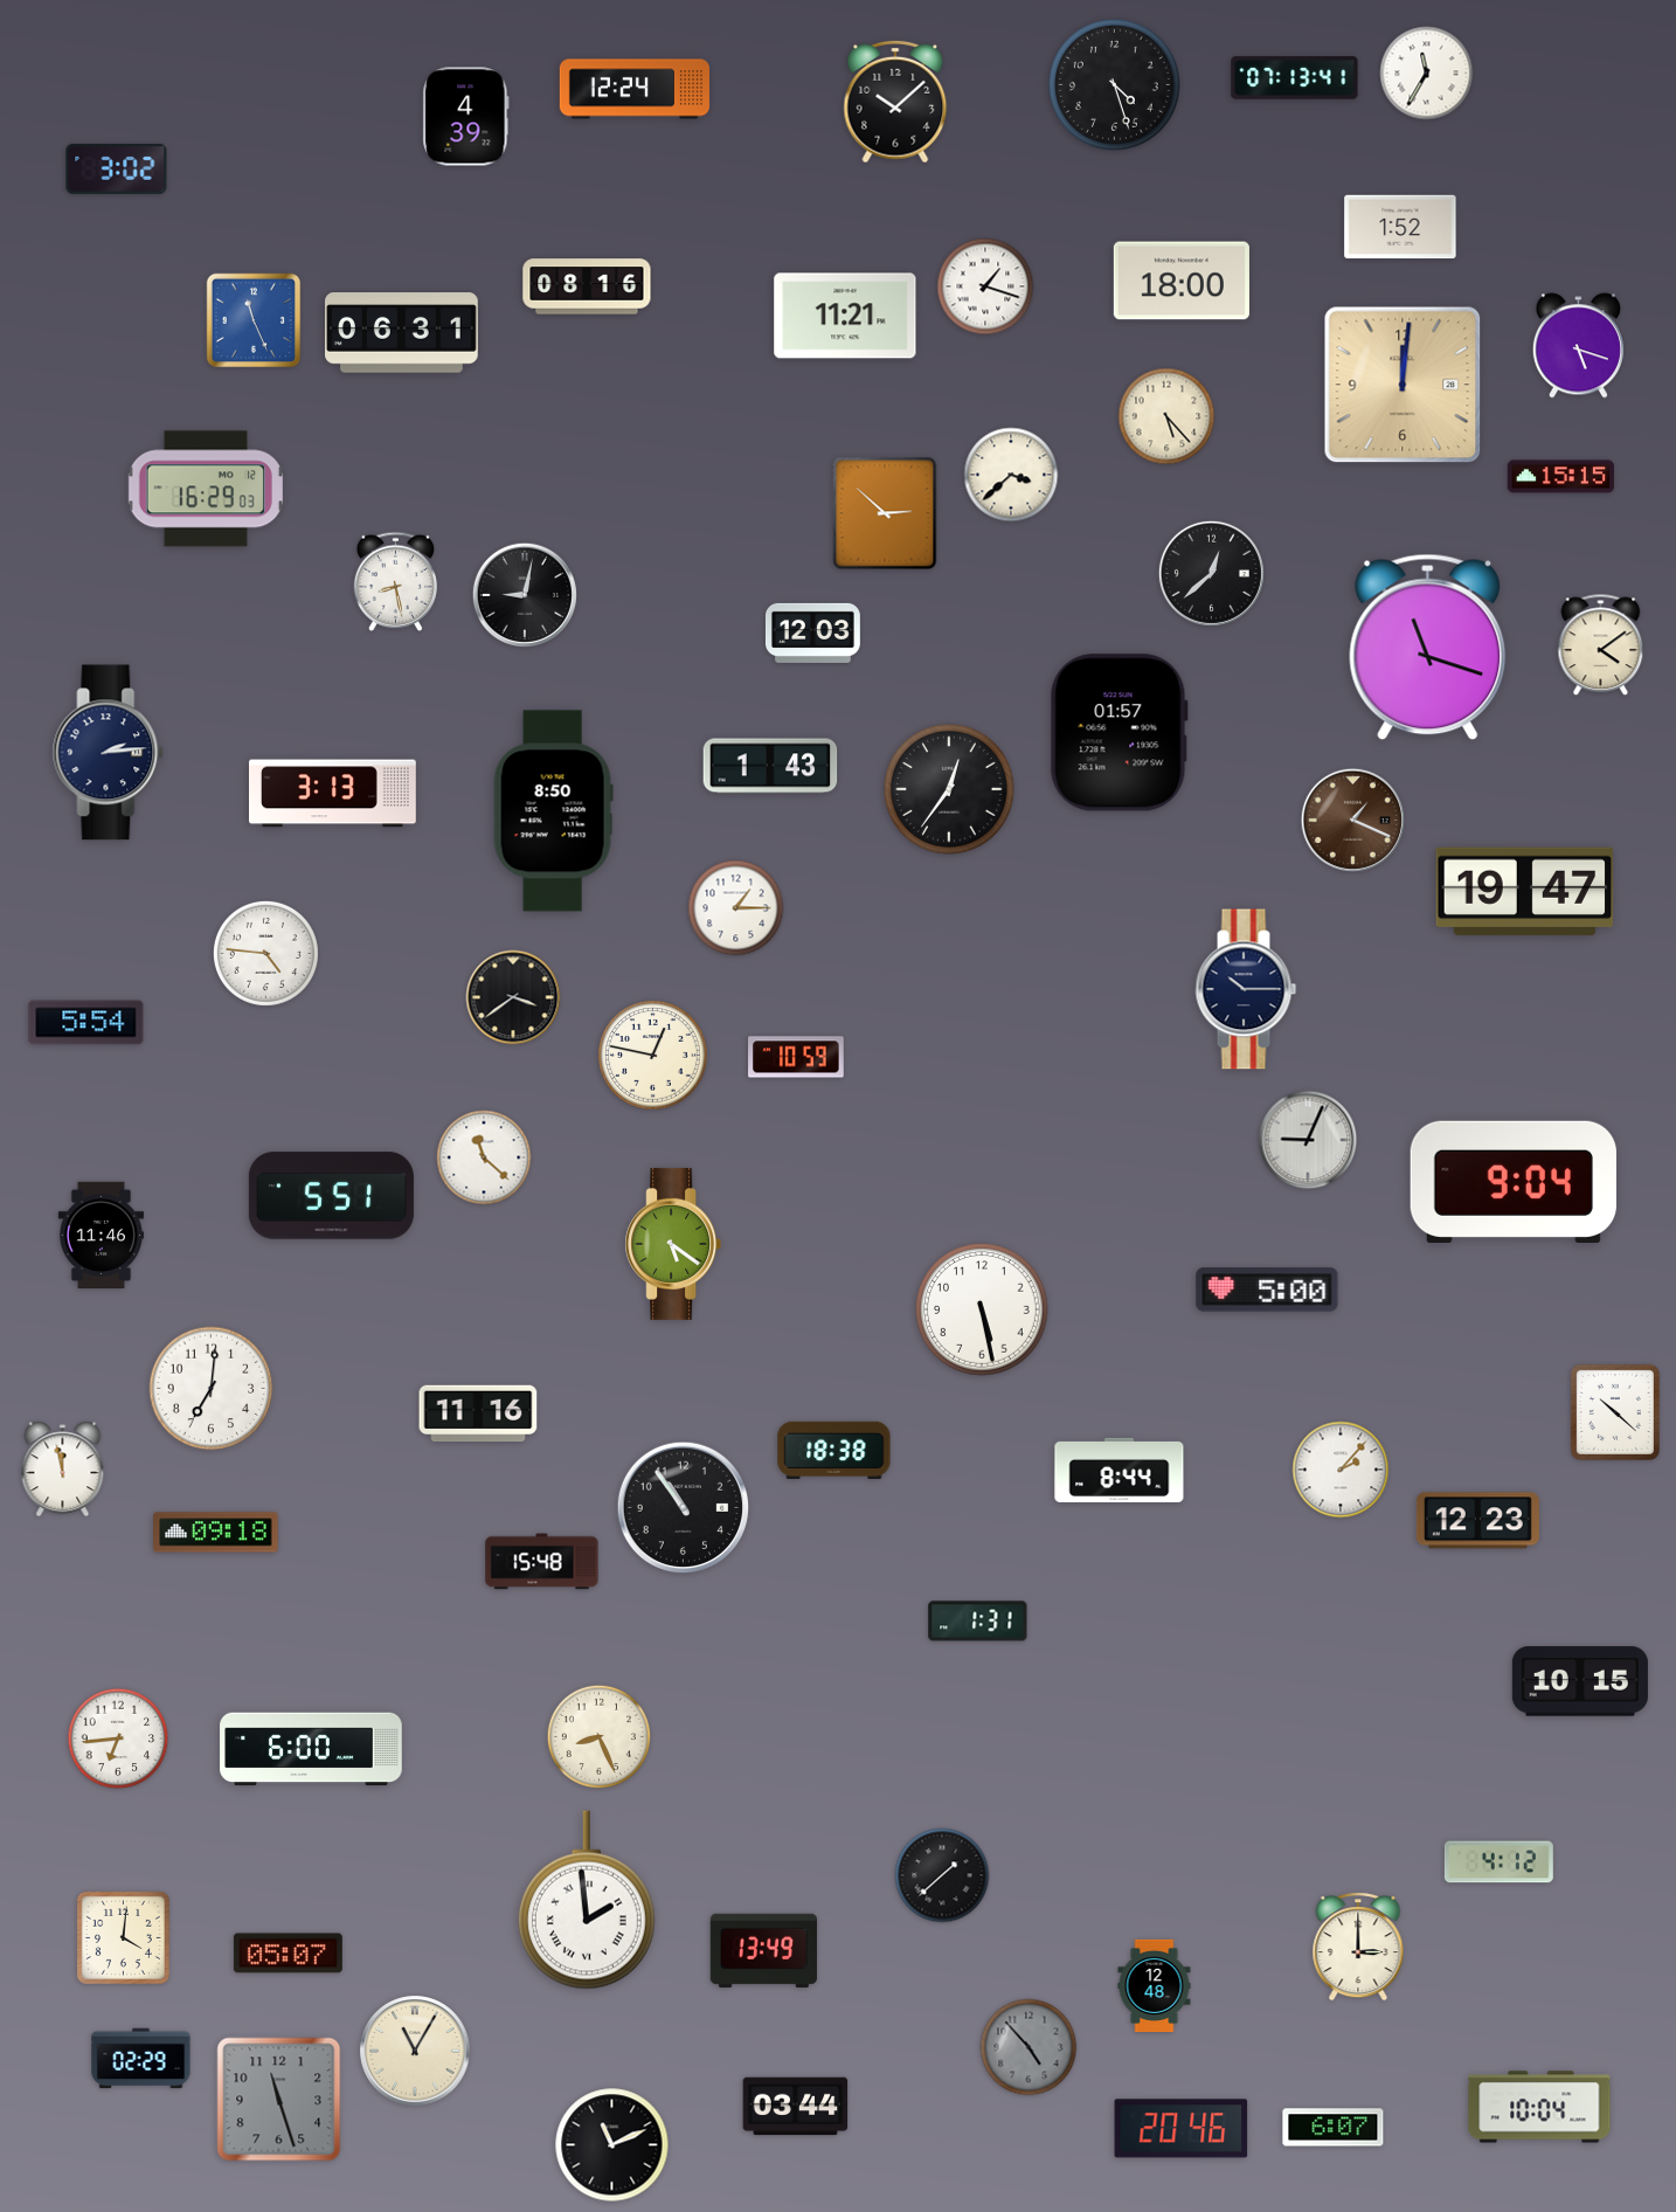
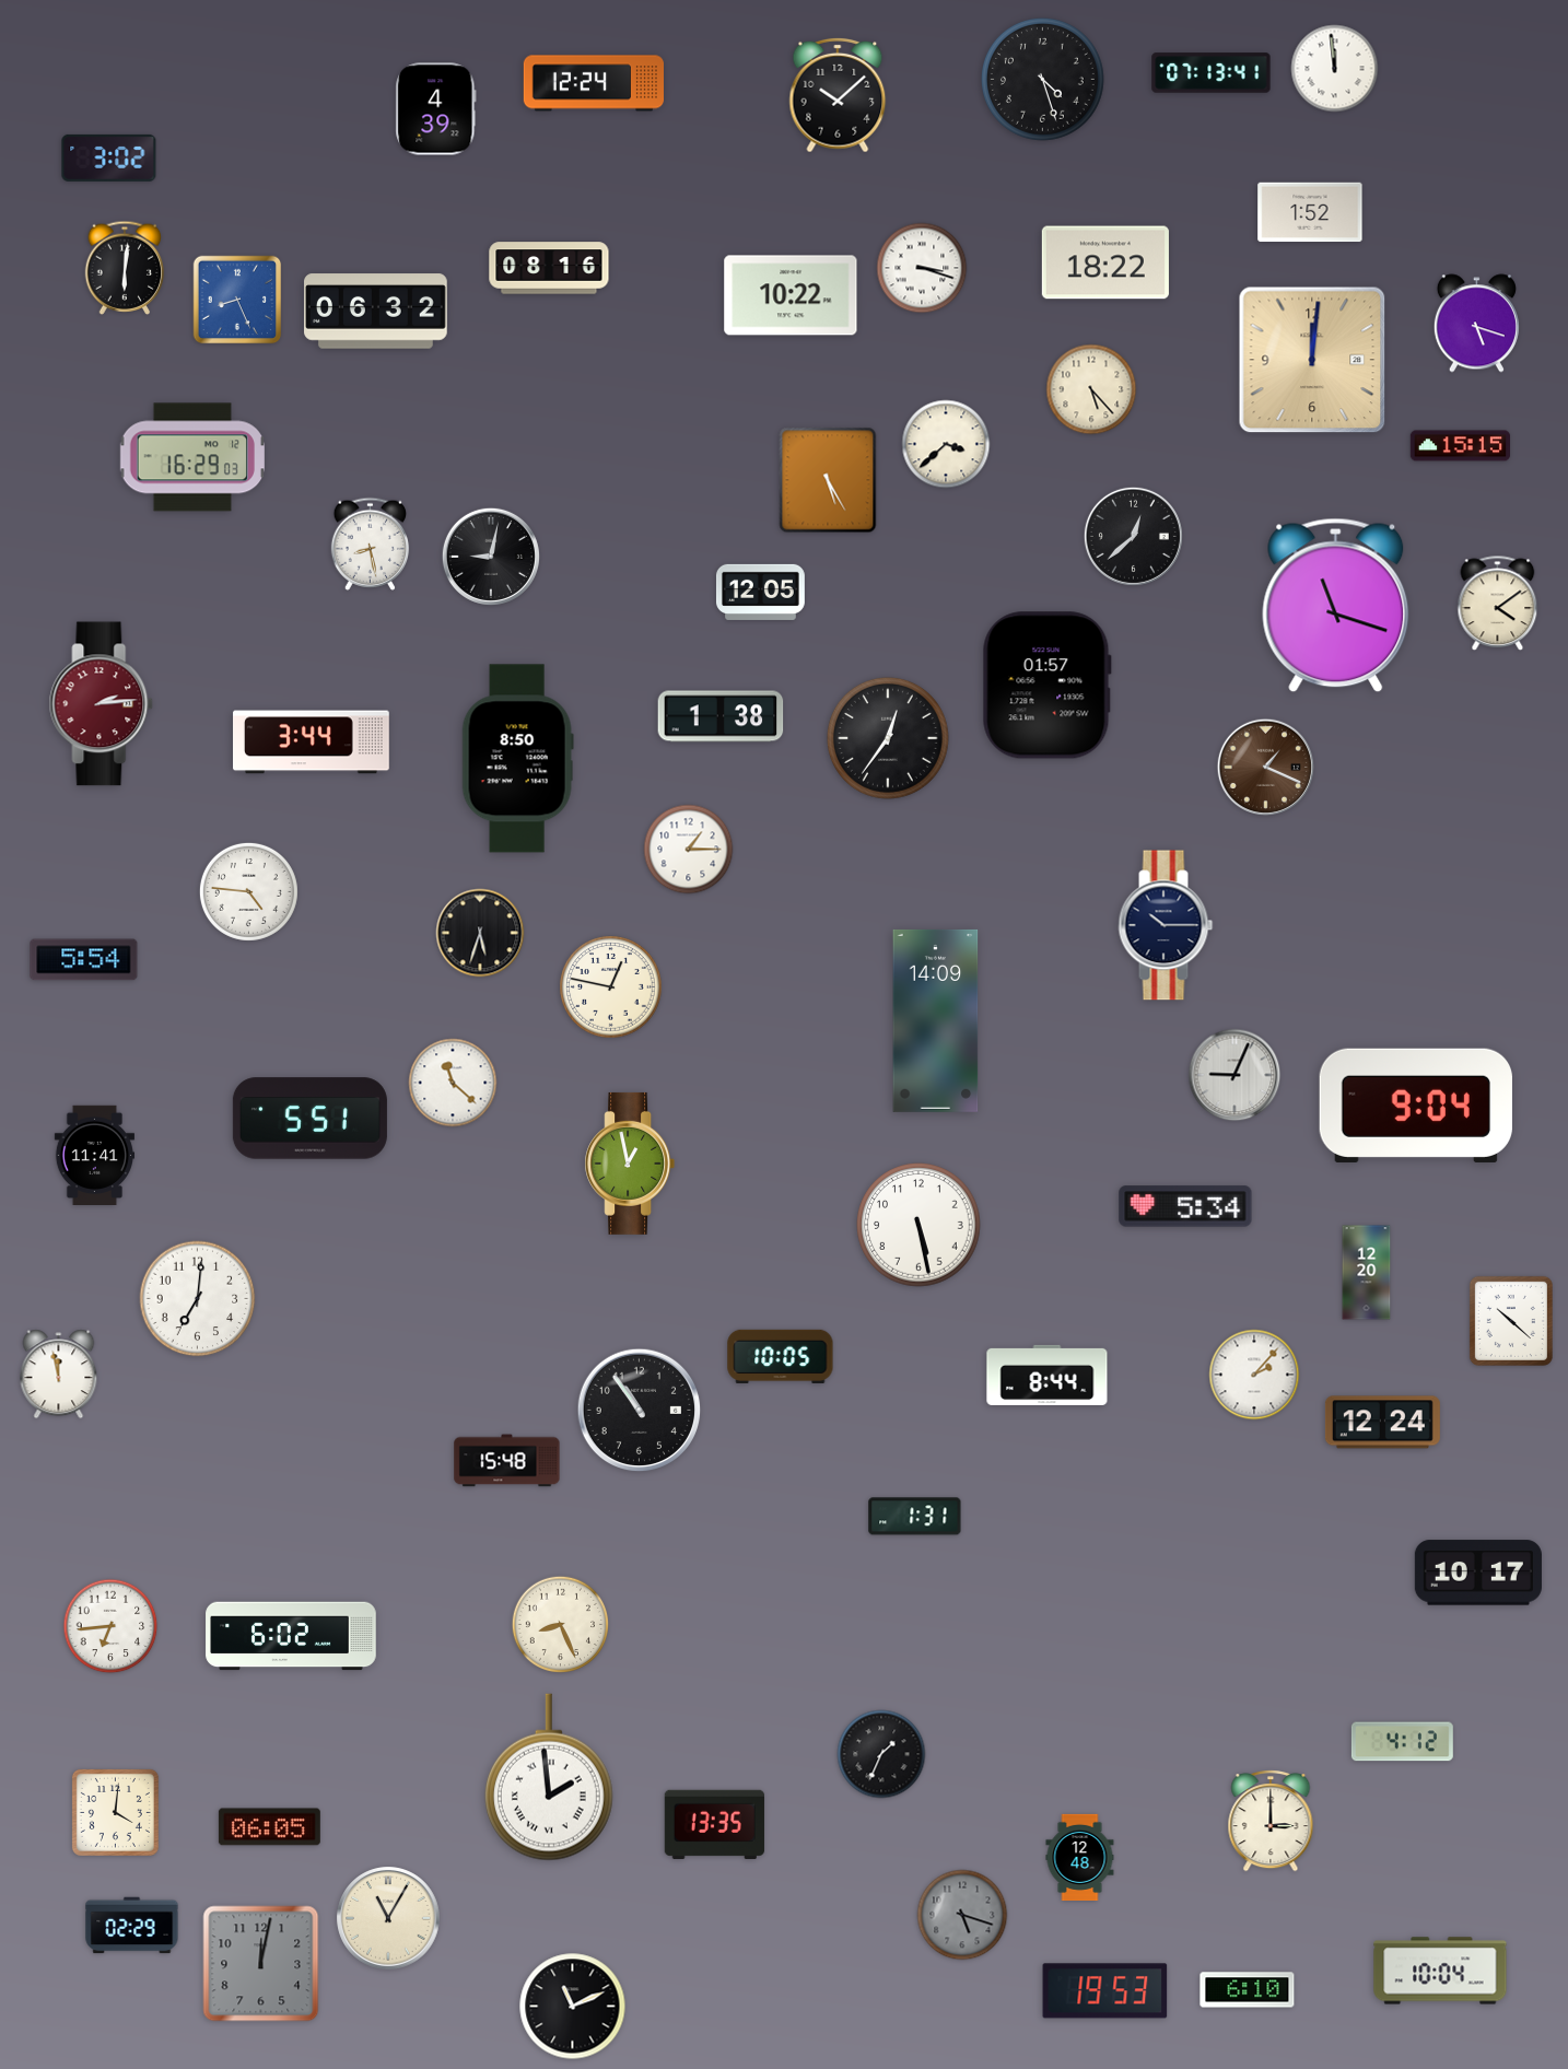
clock at (1427, 74): 11:35 -> 11:59
clock at (1182, 281): 18:00 -> 18:22
clock at (125, 268): none -> 6:01
clock at (985, 286): 1:18 -> 3:18
clock at (845, 316): 11:21 -> 10:22
clock at (254, 320): 11:26 -> 8:26
clock at (402, 333): 06:31 -> 06:32
clock at (885, 513): 2:52 -> 5:25
clock at (812, 633): 12:03 -> 12:05
clock at (109, 753) dial: navy -> burgundy
clock at (770, 766): 1:43 -> 1:38
clock at (333, 794): 3:13 -> 3:44
clock at (1525, 892): 19:47 -> none
clock at (513, 997): 3:39 -> 5:33
clock at (86, 1023) position: (86, 1023) -> (84, 960)
clock at (796, 1057): 10:59 -> none
clock at (936, 1020): none -> 14:09
clock at (1308, 1140) position: (1308, 1140) -> (1234, 1075)
clock at (101, 1235): 11:46 -> 11:41
clock at (673, 1244): 5:21 -> 12:58
clock at (1267, 1290): 5:00 -> 5:34
clock at (1367, 1273): none -> 12:20
clock at (478, 1413): 11:16 -> none
clock at (834, 1450): 18:38 -> 10:05
clock at (1477, 1521): 12:23 -> 12:24
clock at (216, 1533): 09:18 -> none
clock at (1580, 1681): 10:15 -> 10:17
clock at (311, 1749): 6:00 -> 6:02
clock at (942, 1875): 1:38 -> 1:34
clock at (763, 1950): 13:49 -> 13:35
clock at (288, 1954): 05:07 -> 06:05
clock at (1029, 2047): 4:53 -> 5:18
clock at (279, 2100): 11:27 -> 12:02
clock at (796, 2107): 03:44 -> none
clock at (1334, 2128): 6:07 -> 6:10
clock at (1182, 2129): 20:46 -> 19:53
